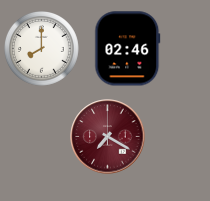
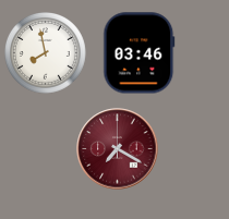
clock at (42, 49): 8:00 -> 7:58
clock at (128, 49): 02:46 -> 03:46
